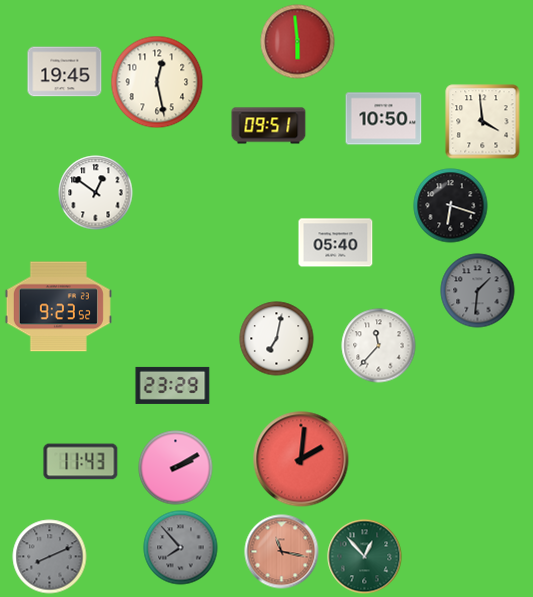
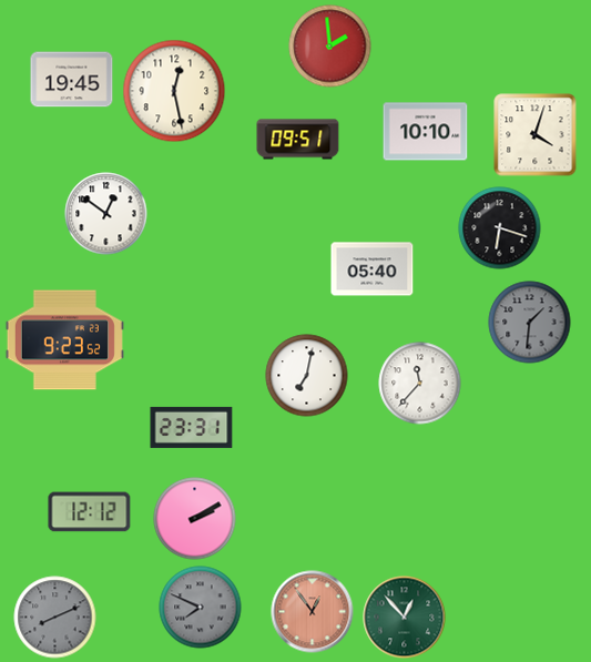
clock at (298, 42): 5:59 -> 1:59
clock at (384, 119): 10:50 -> 10:10
clock at (483, 122): 3:59 -> 4:03
clock at (173, 385): 23:29 -> 23:31
clock at (301, 459): 2:01 -> none
clock at (81, 462): 11:43 -> 12:12
clock at (181, 548): 7:53 -> 7:49
clock at (282, 552): 11:17 -> 12:54
